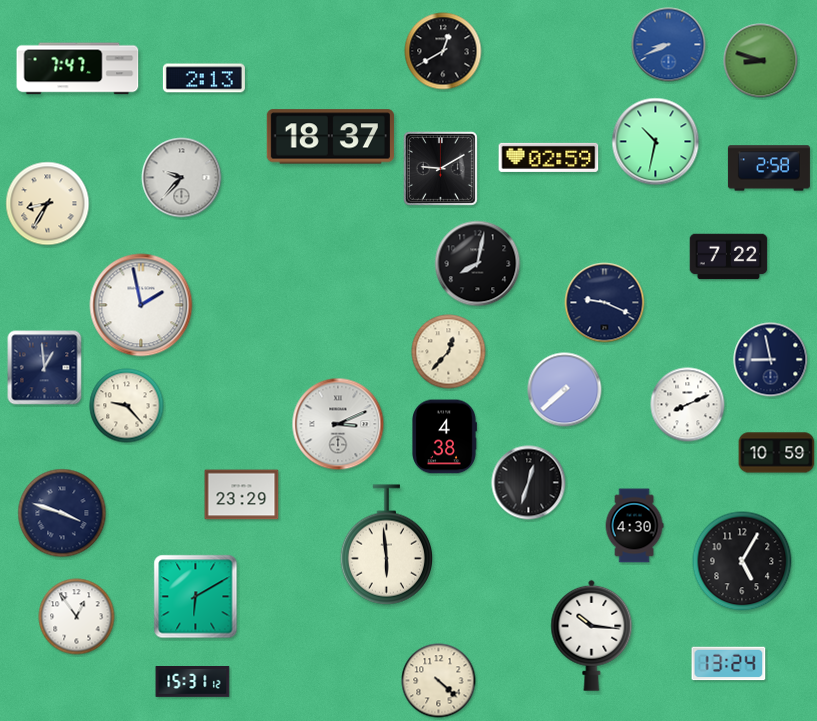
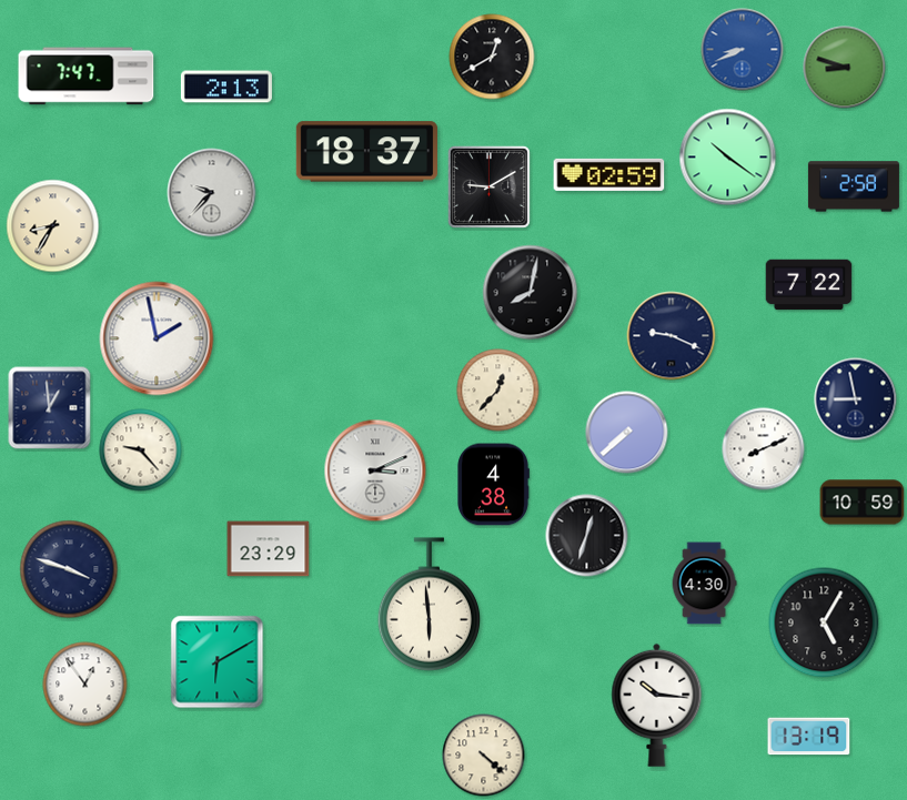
clock at (656, 142): 10:32 -> 10:21
clock at (182, 178) position: (182, 178) -> (212, 193)
clock at (729, 664): 13:24 -> 13:19
clock at (439, 681) position: (439, 681) -> (484, 756)
clock at (193, 682): 15:31 -> none
